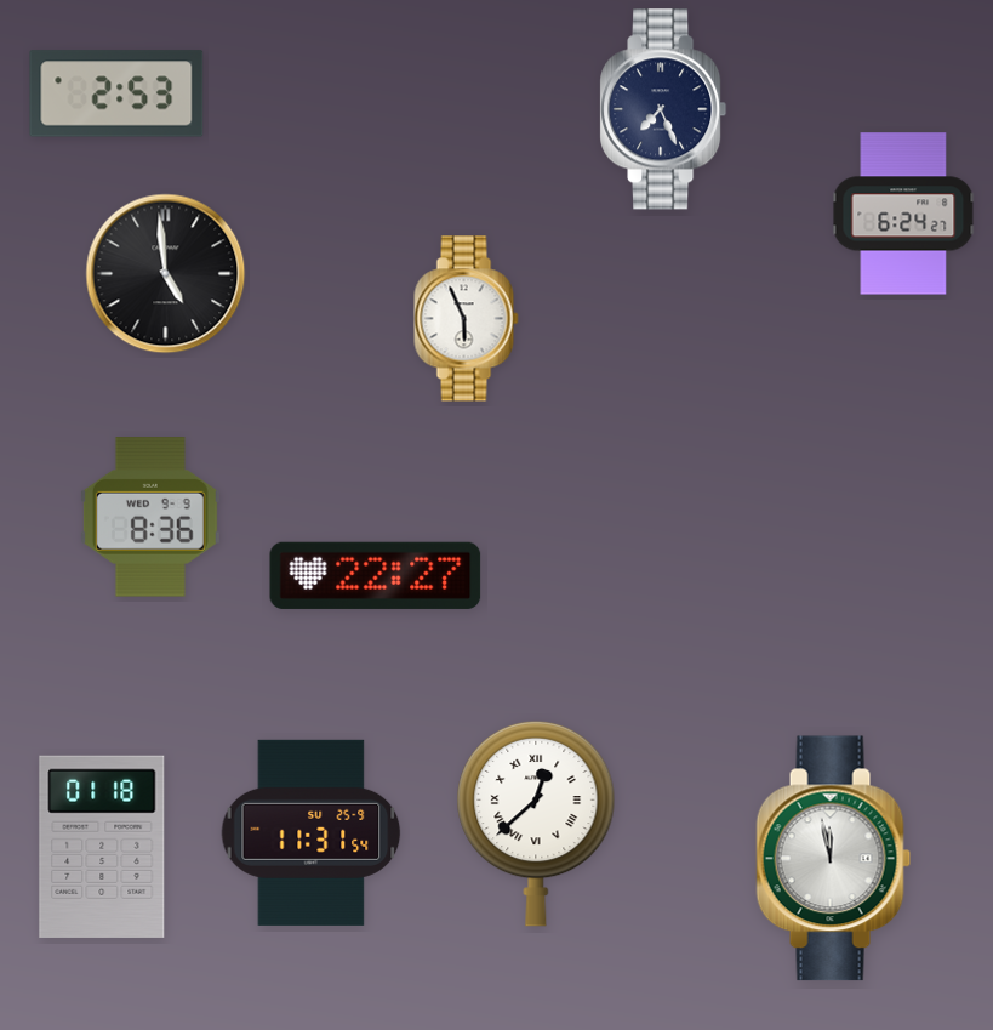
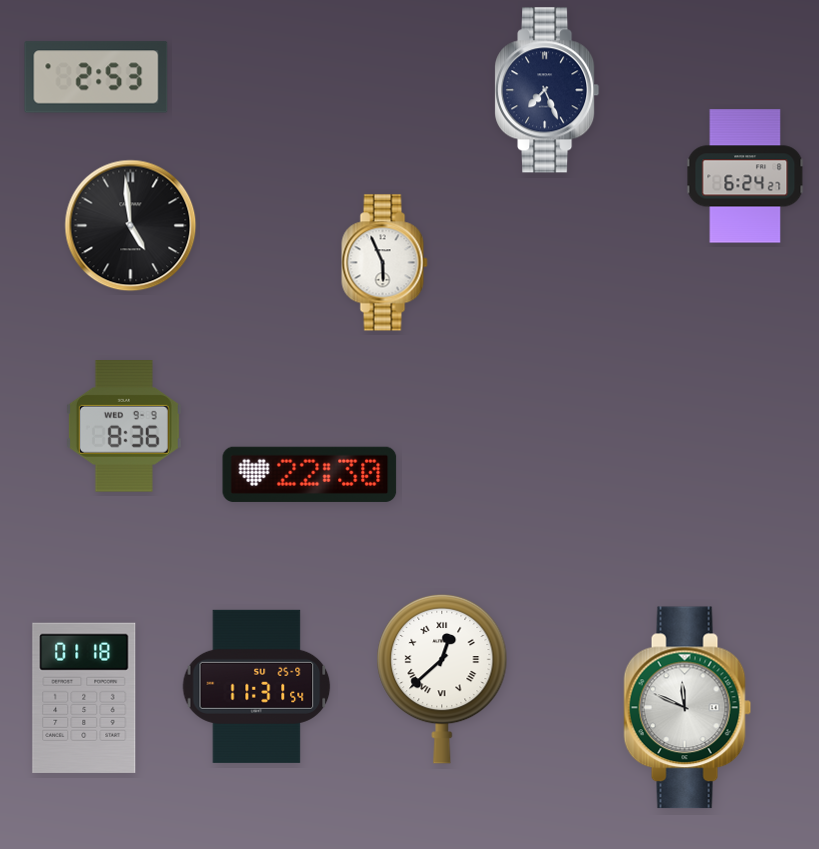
clock at (166, 274) position: (166, 274) -> (131, 226)
clock at (376, 575): 22:27 -> 22:30
clock at (834, 859): 11:58 -> 11:49
